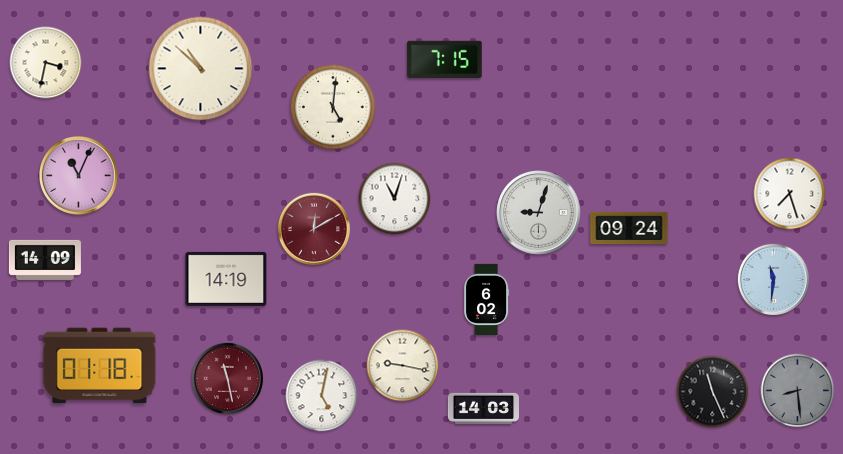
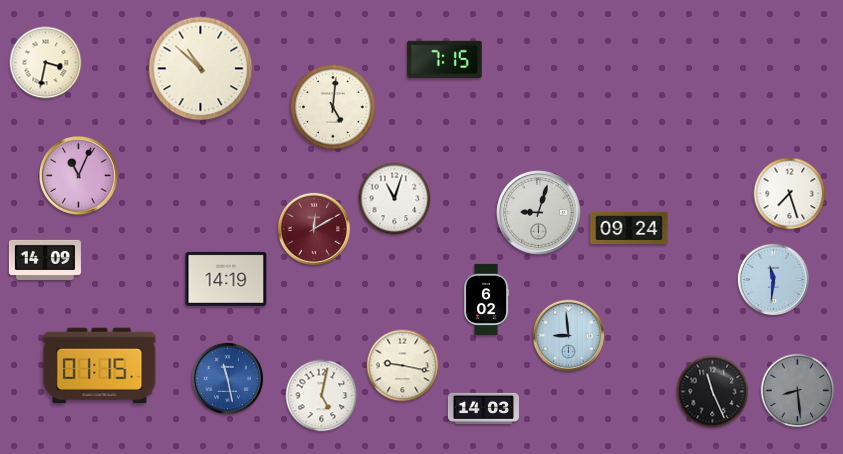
clock at (568, 335): none -> 8:59
clock at (100, 366): 01:18 -> 01:15
clock at (227, 378) dial: burgundy -> blue
